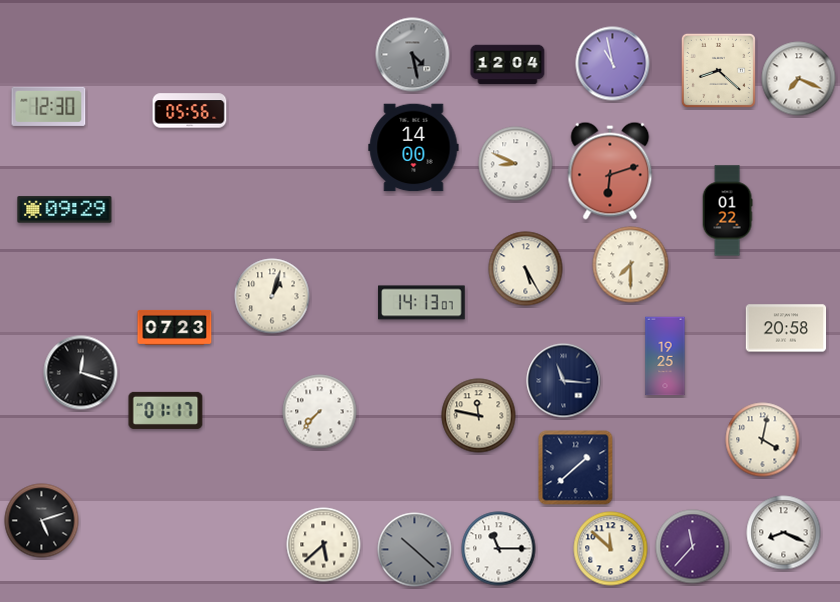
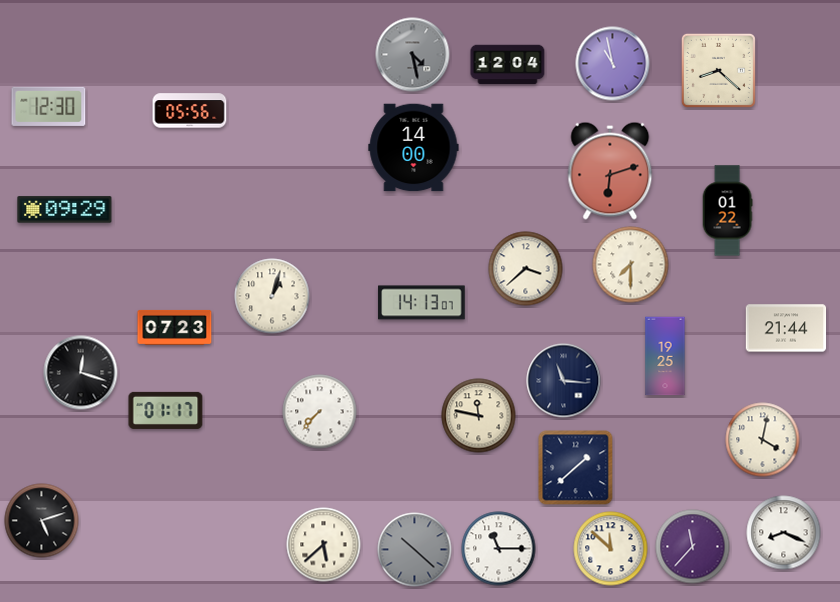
clock at (799, 79): 7:19 -> none
clock at (516, 164): 8:49 -> none
clock at (526, 269): 5:25 -> 3:38
clock at (786, 328): 20:58 -> 21:44
